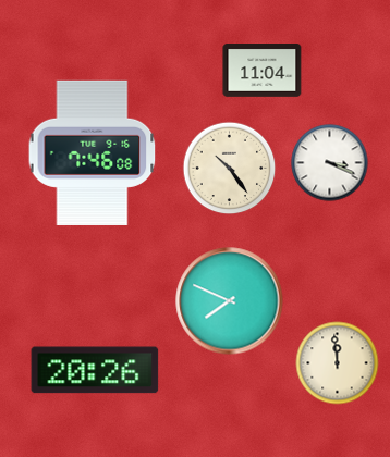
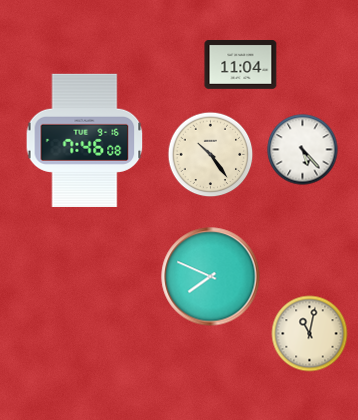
clock at (330, 163): 3:19 -> 5:23
clock at (338, 363): 11:59 -> 11:02
clock at (95, 370): 20:26 -> none
